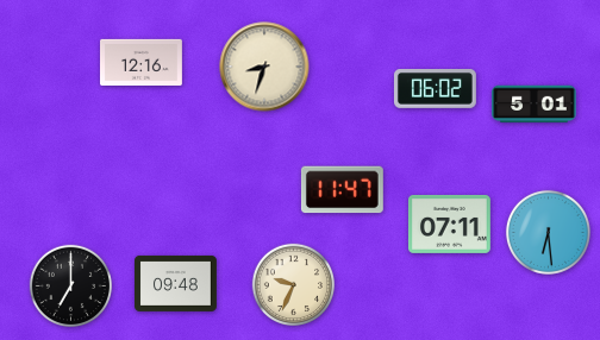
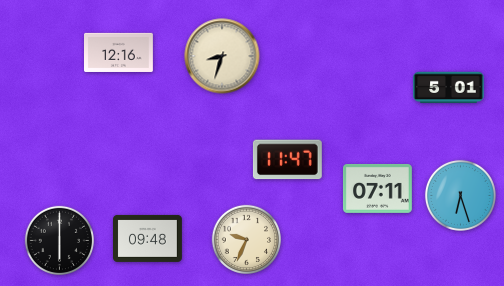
clock at (435, 89): 06:02 -> none
clock at (548, 232): 6:29 -> 6:27
clock at (70, 285): 7:00 -> 6:00
